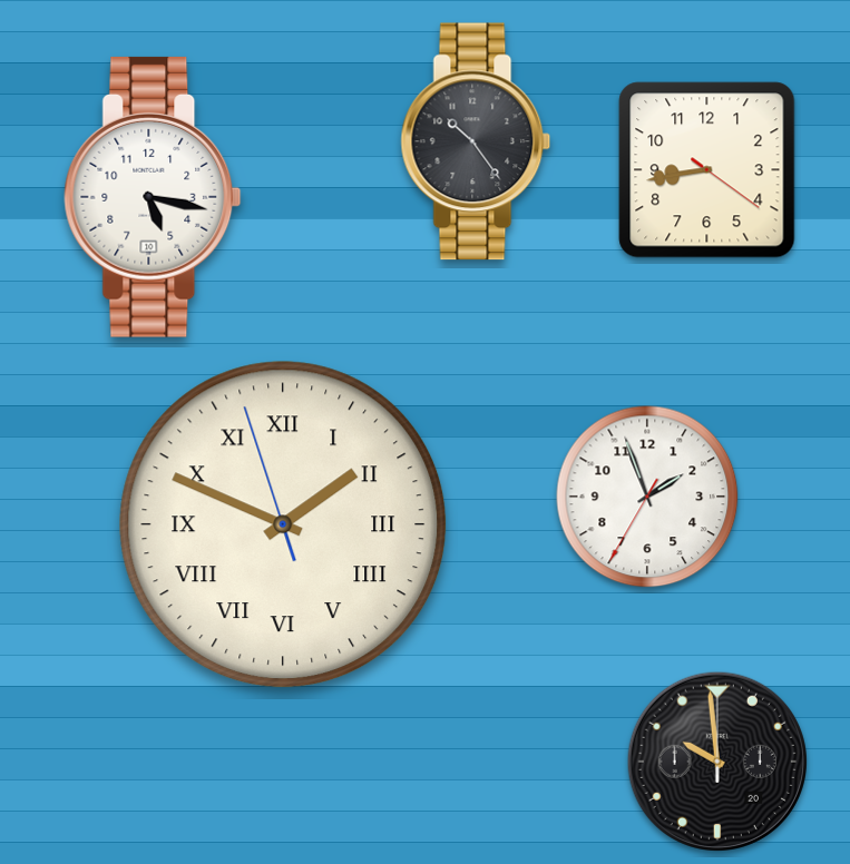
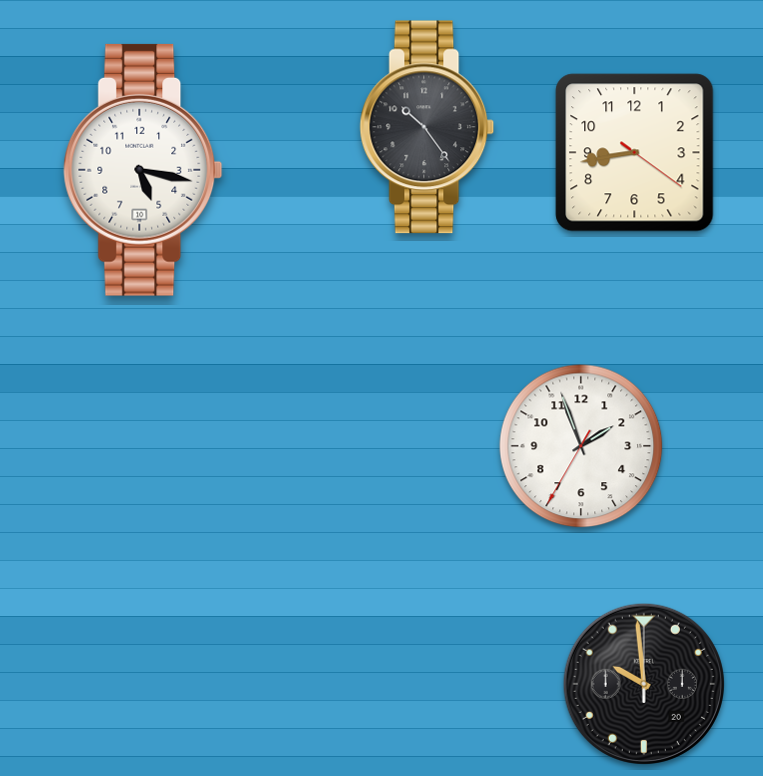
clock at (153, 197) position: (153, 197) -> (143, 170)
clock at (283, 524): 1:48 -> none
